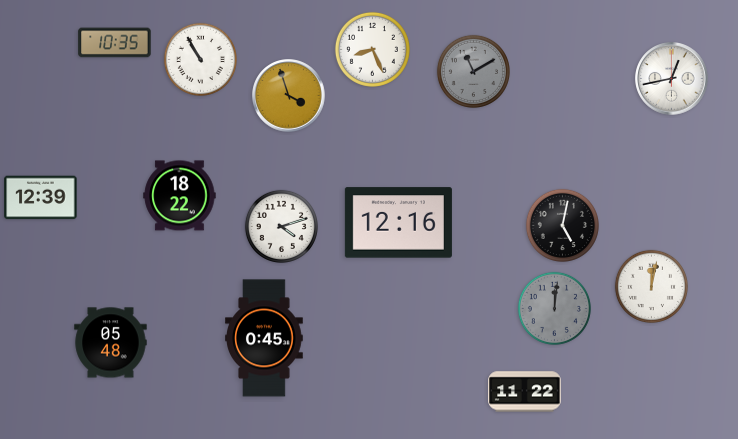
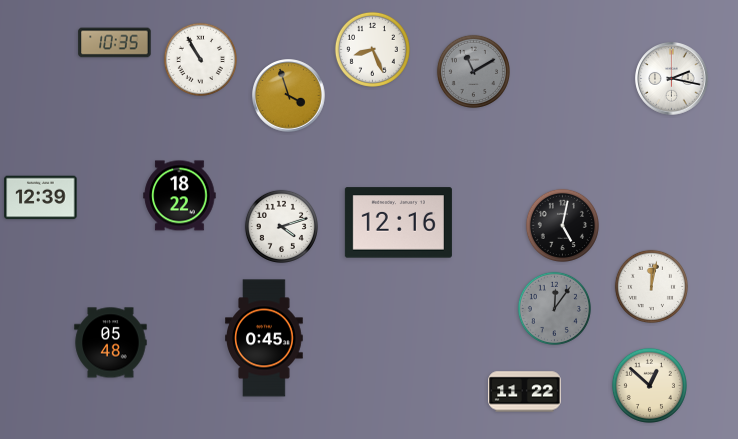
clock at (672, 79): 12:43 -> 2:17
clock at (554, 308): 12:01 -> 12:06
clock at (649, 385): none -> 12:52
